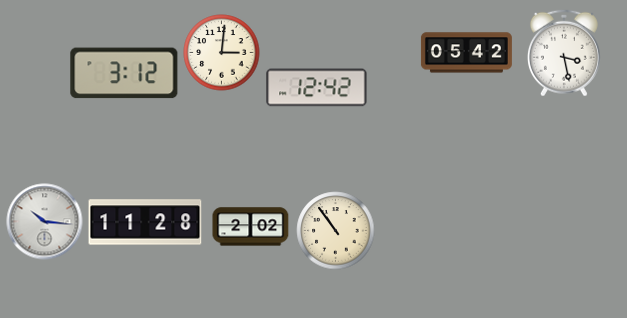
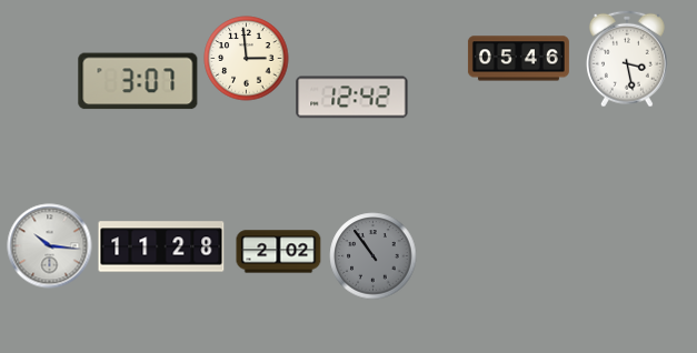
clock at (222, 53): 3:01 -> 2:59
clock at (466, 53): 05:42 -> 05:46
clock at (124, 73): 3:12 -> 3:07
clock at (336, 231) dial: cream -> grey
